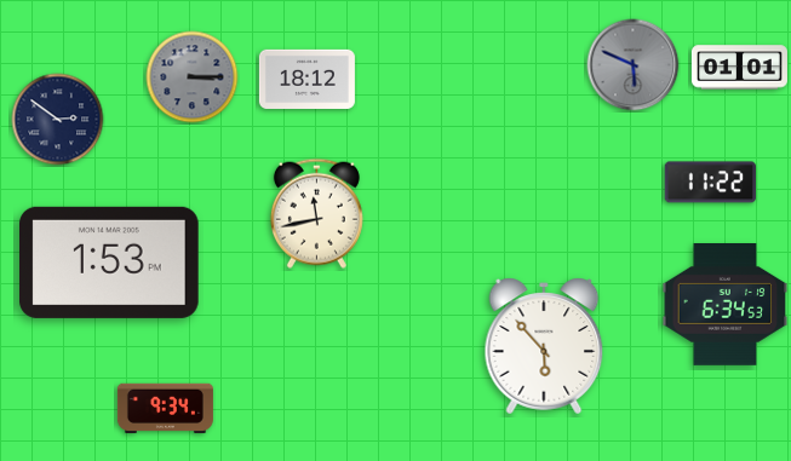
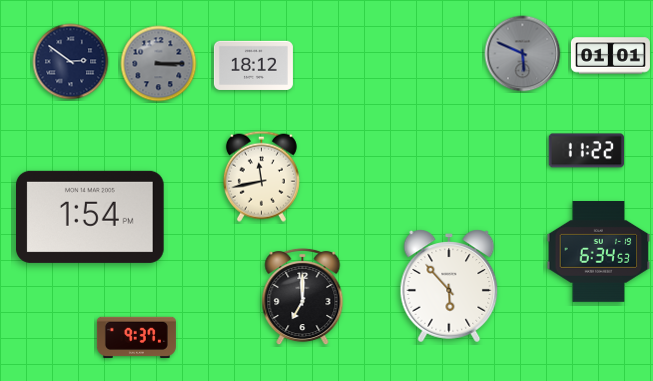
clock at (58, 120) position: (58, 120) -> (71, 62)
clock at (109, 263): 1:53 -> 1:54
clock at (303, 297): none -> 7:00
clock at (165, 408): 9:34 -> 9:37
